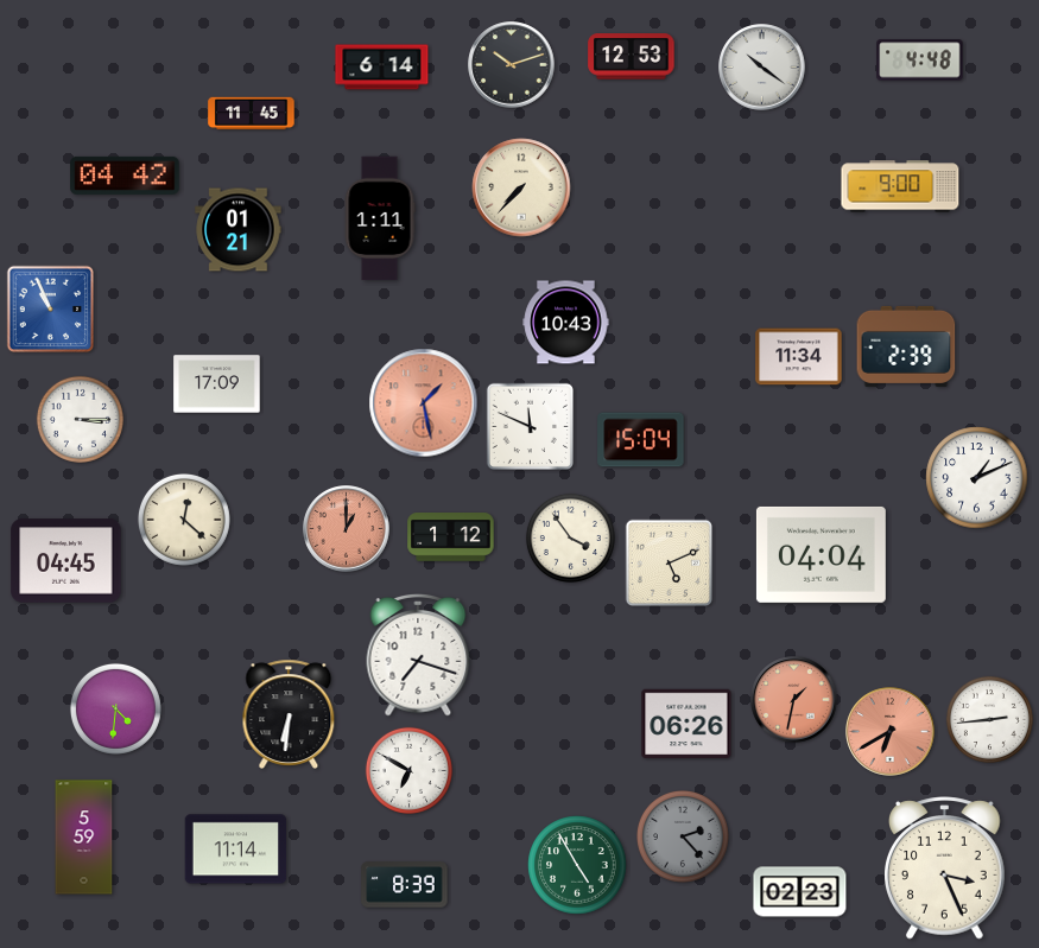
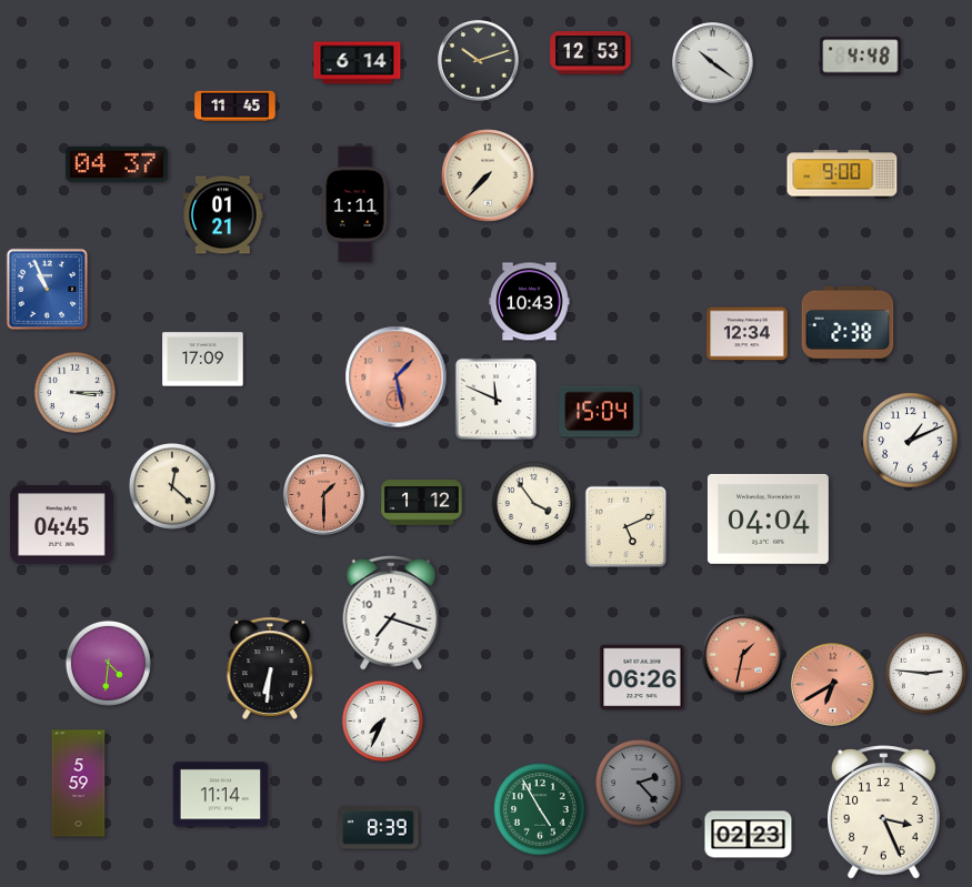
clock at (125, 176): 04:42 -> 04:37
clock at (906, 346): 2:39 -> 2:38
clock at (799, 357): 11:34 -> 12:34
clock at (977, 478) position: (977, 478) -> (911, 441)
clock at (347, 529): 1:00 -> 1:30
clock at (989, 719): 2:44 -> 2:46
clock at (408, 770): 6:50 -> 7:34
